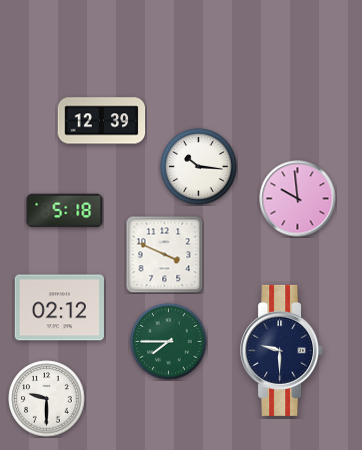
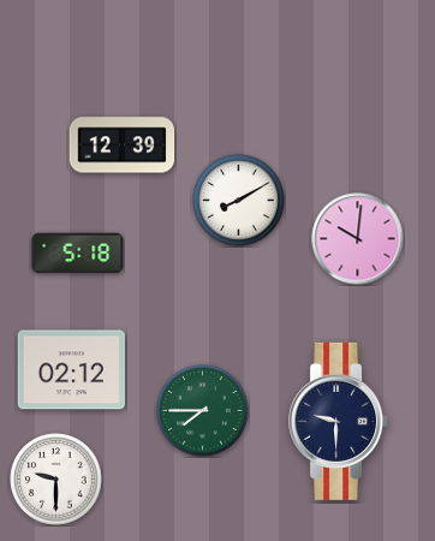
clock at (199, 167): 10:16 -> 8:10
clock at (298, 199): 9:59 -> 10:01
clock at (164, 254): 3:49 -> none
